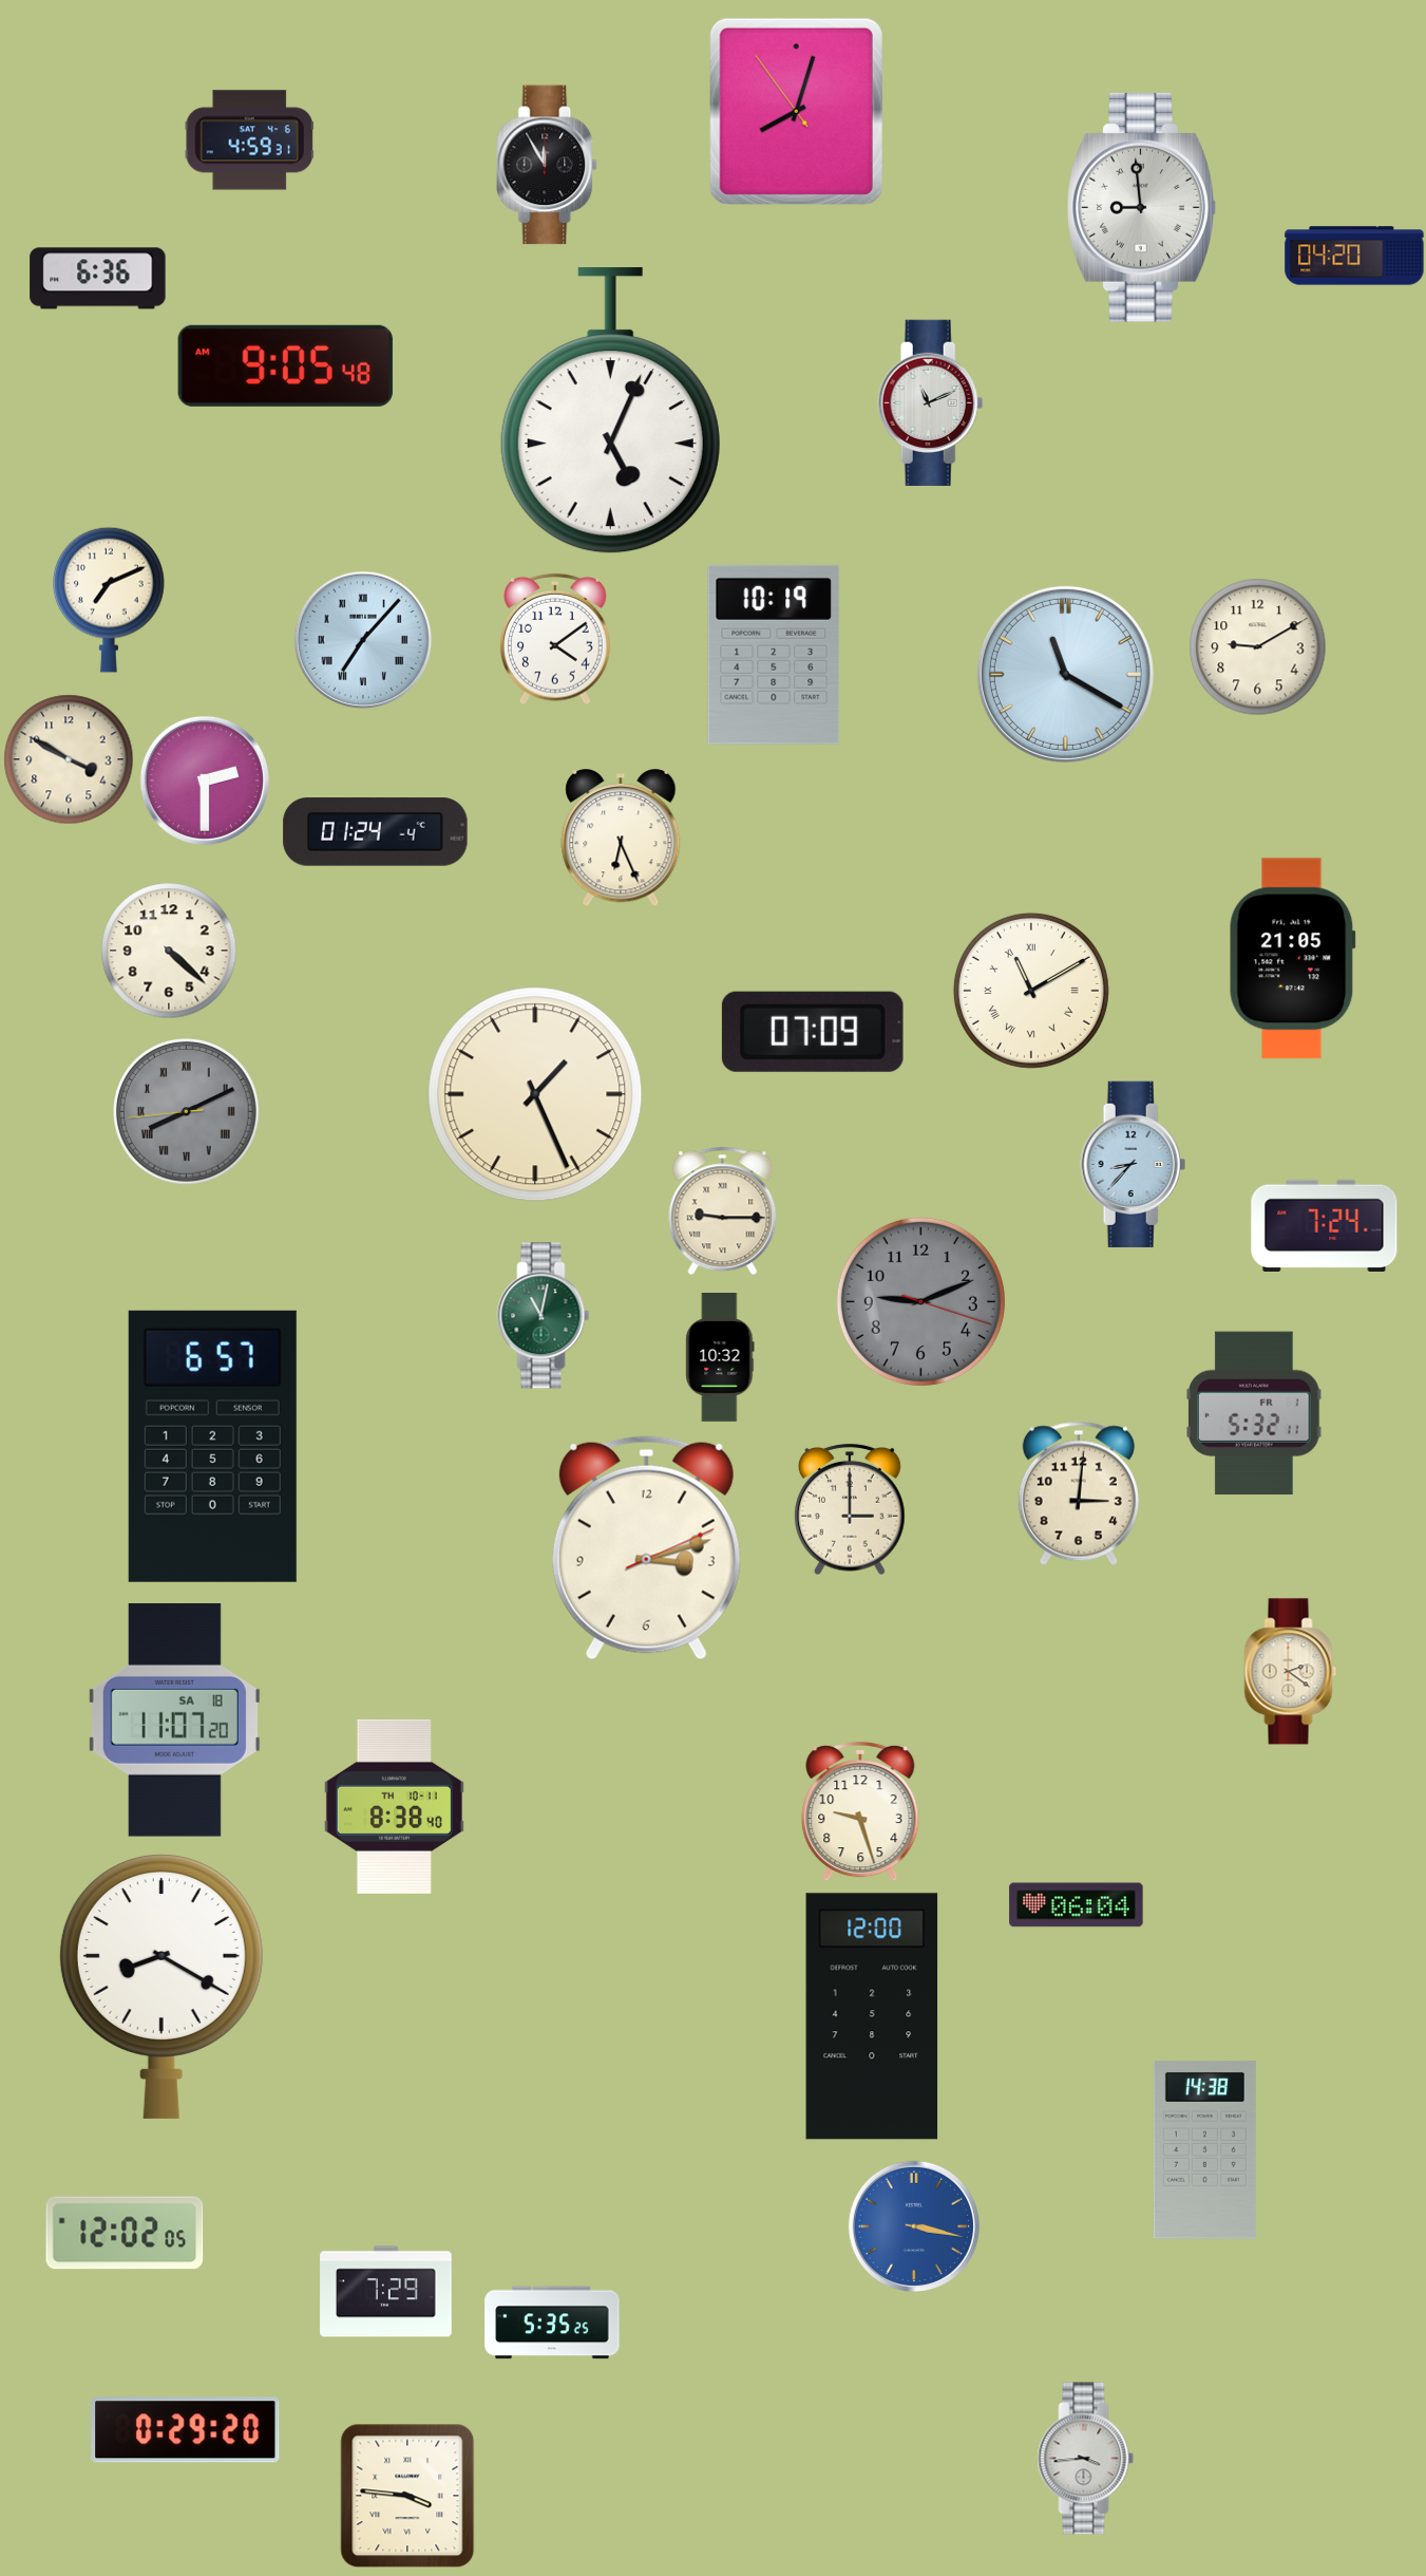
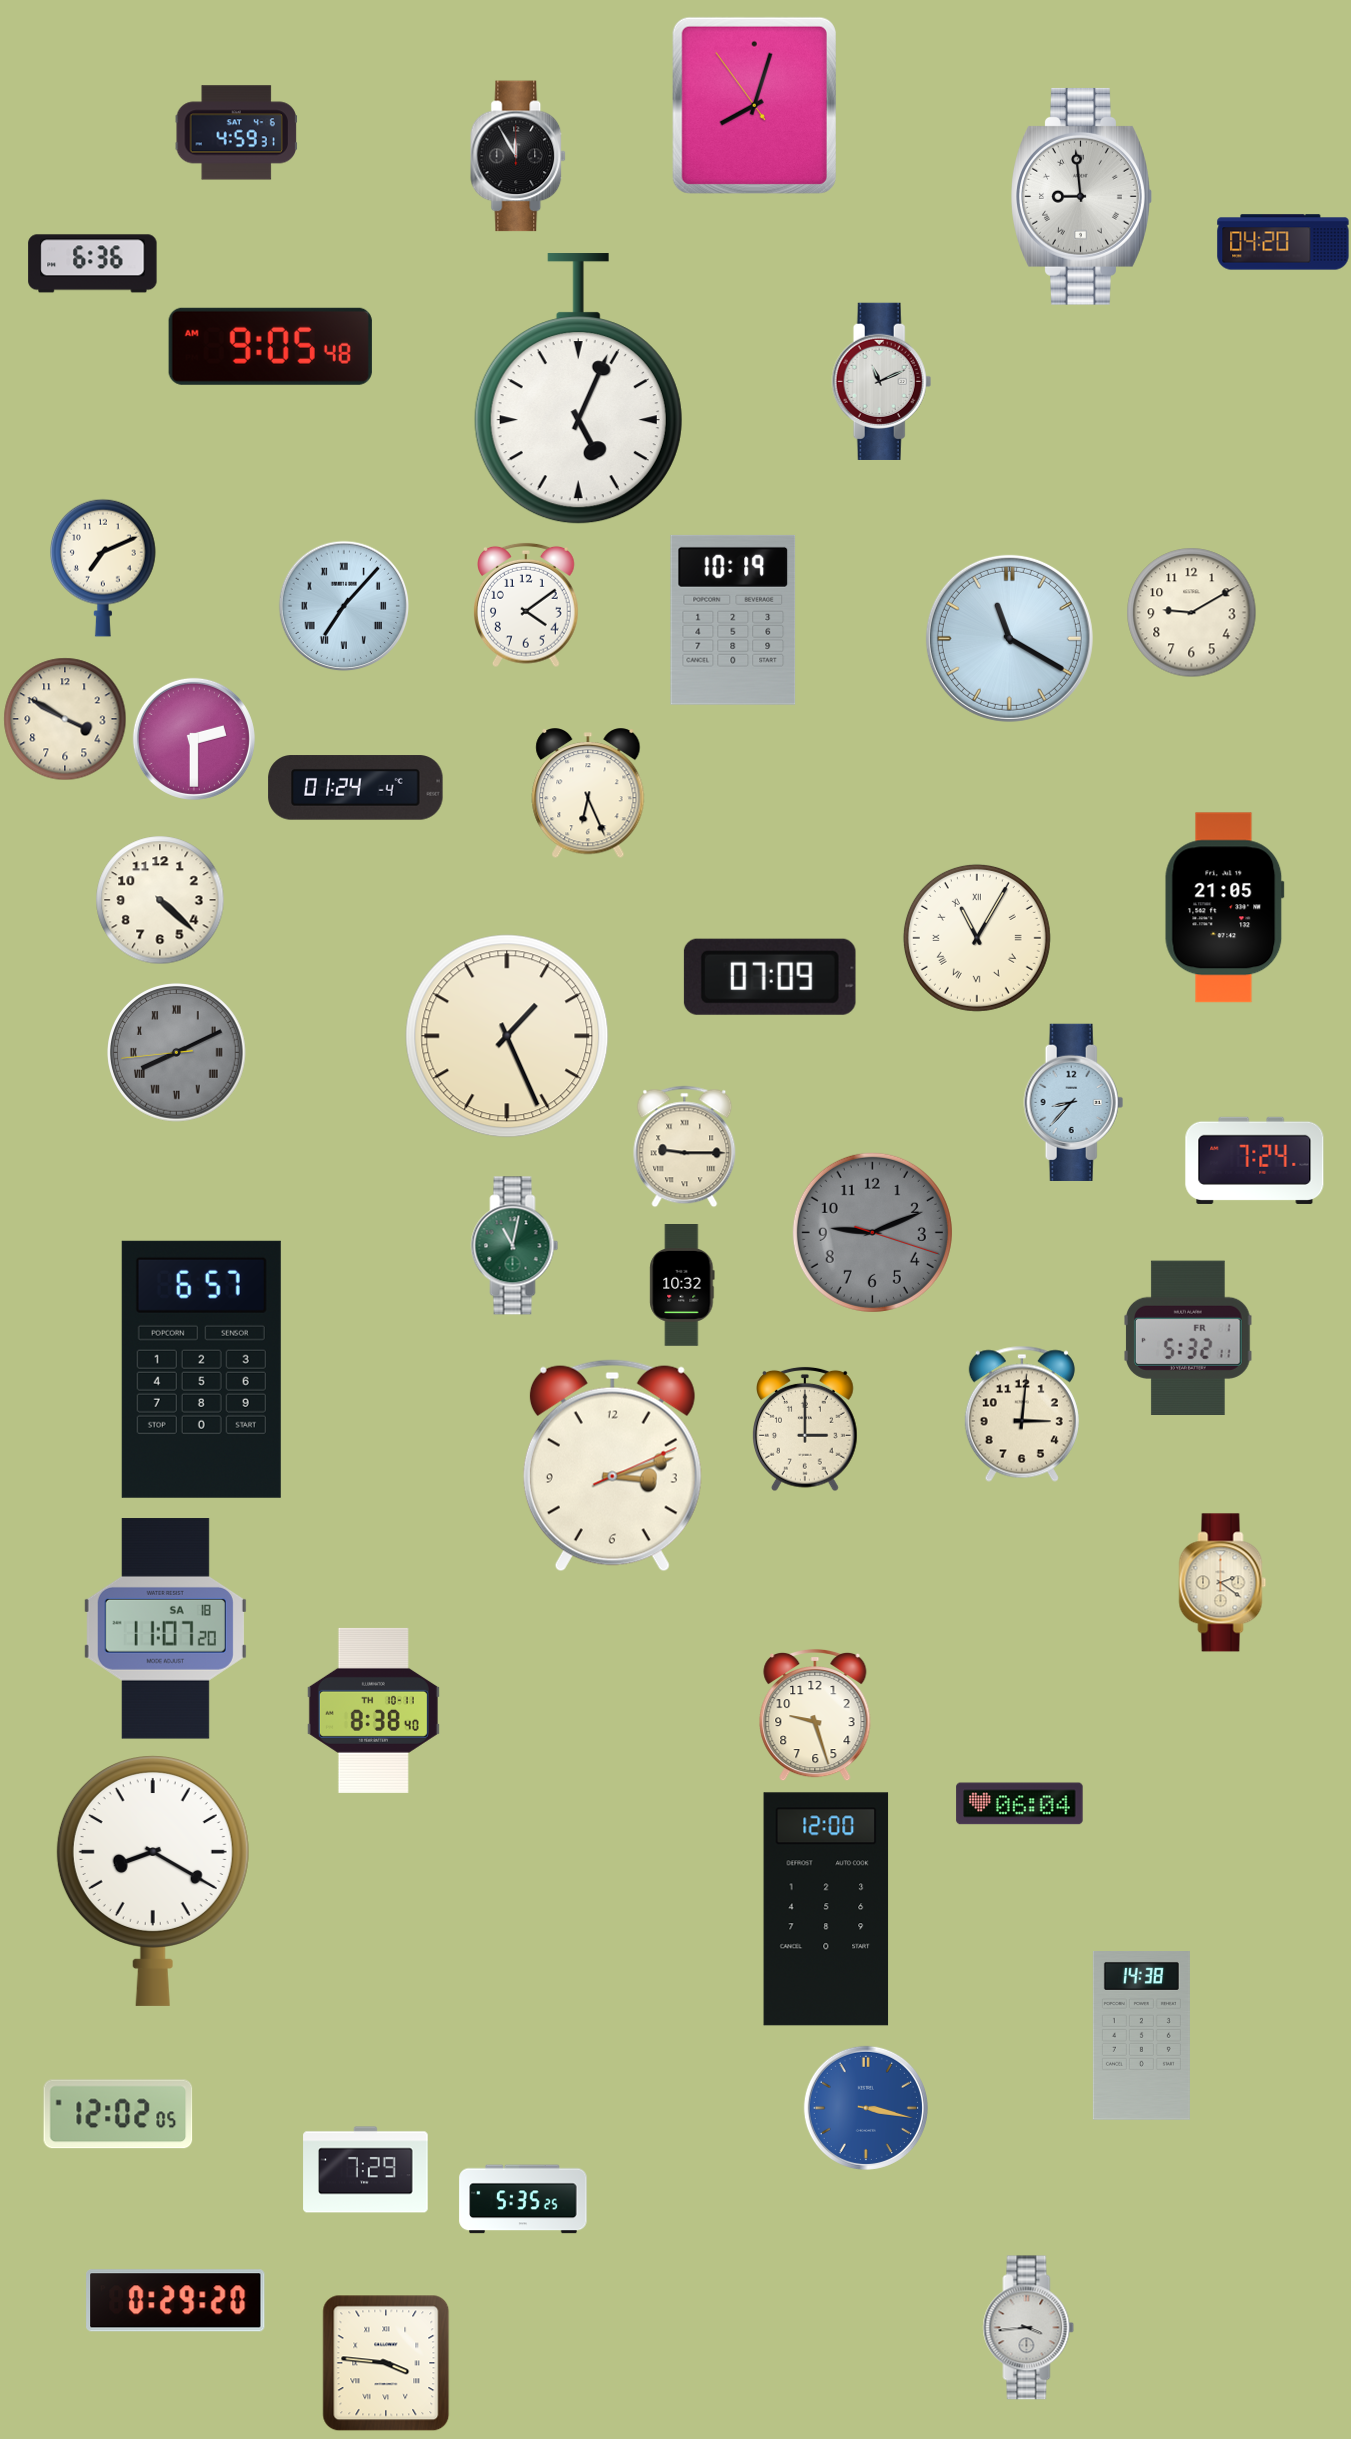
clock at (1031, 991): 11:10 -> 11:05
